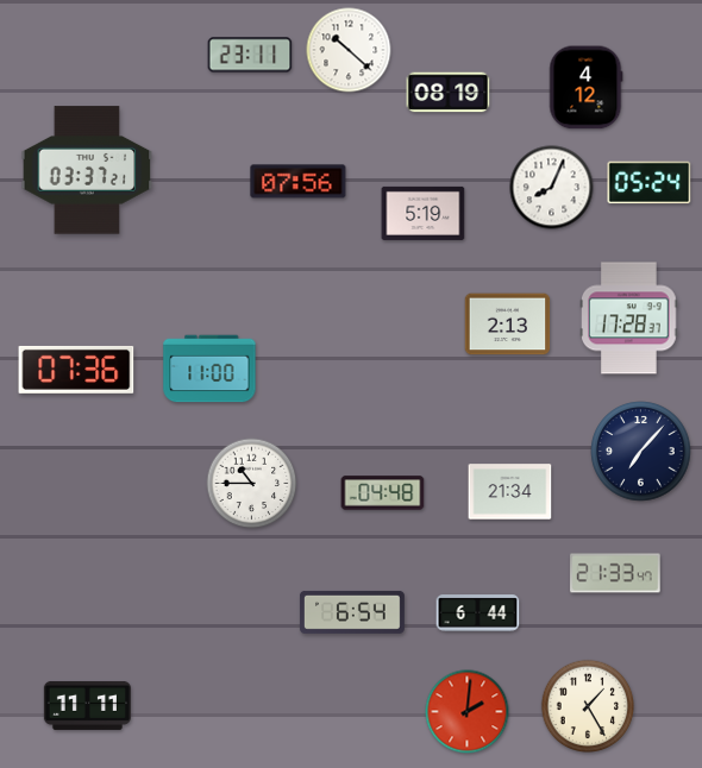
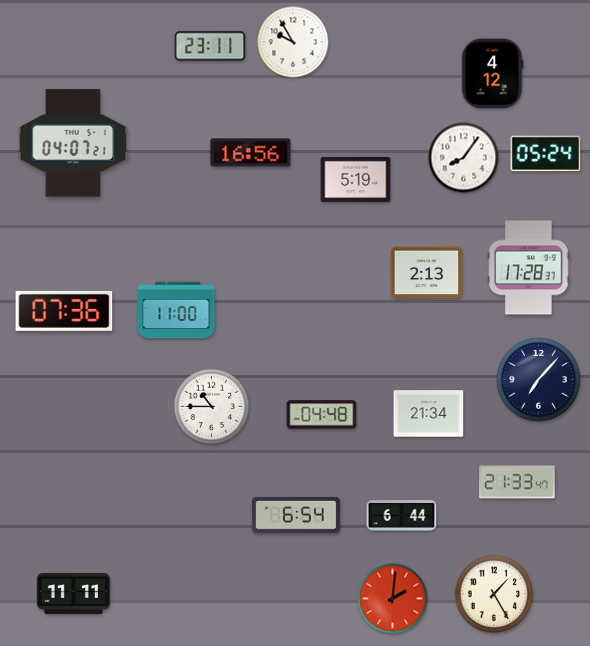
clock at (349, 50): 10:22 -> 9:55
clock at (449, 93): 08:19 -> none
clock at (87, 170): 03:37 -> 04:07
clock at (299, 182): 07:56 -> 16:56
clock at (552, 188): 8:04 -> 8:06
